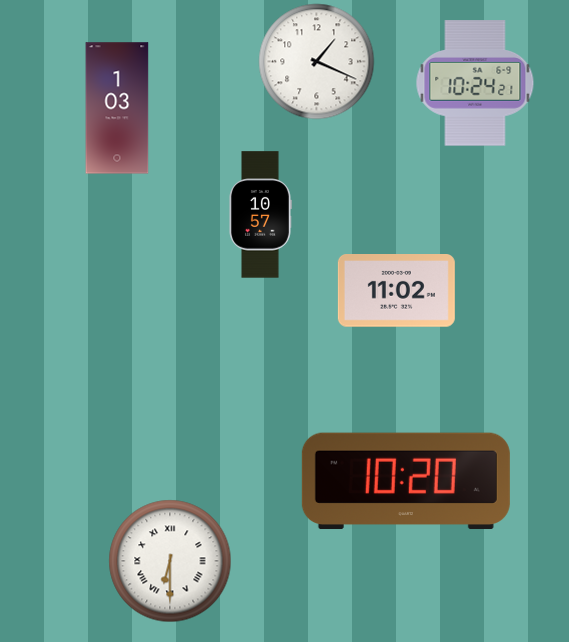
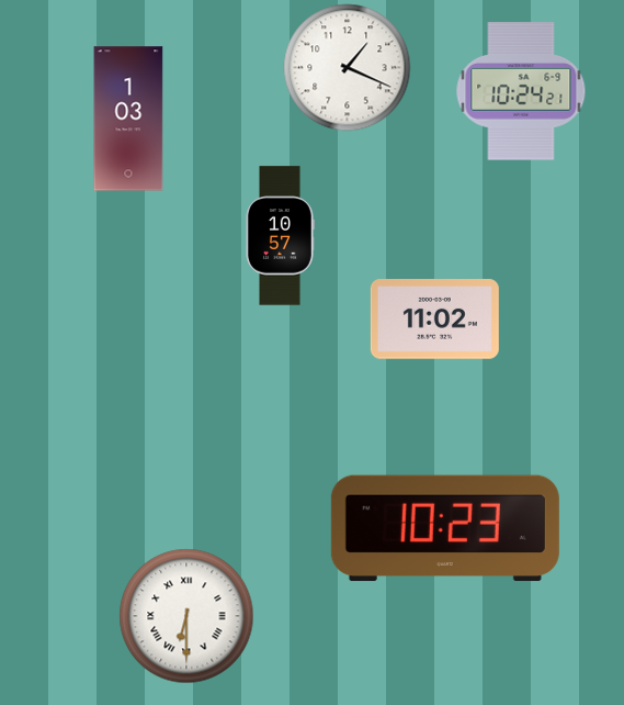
clock at (260, 215) position: (260, 215) -> (280, 236)
clock at (406, 481): 10:20 -> 10:23
